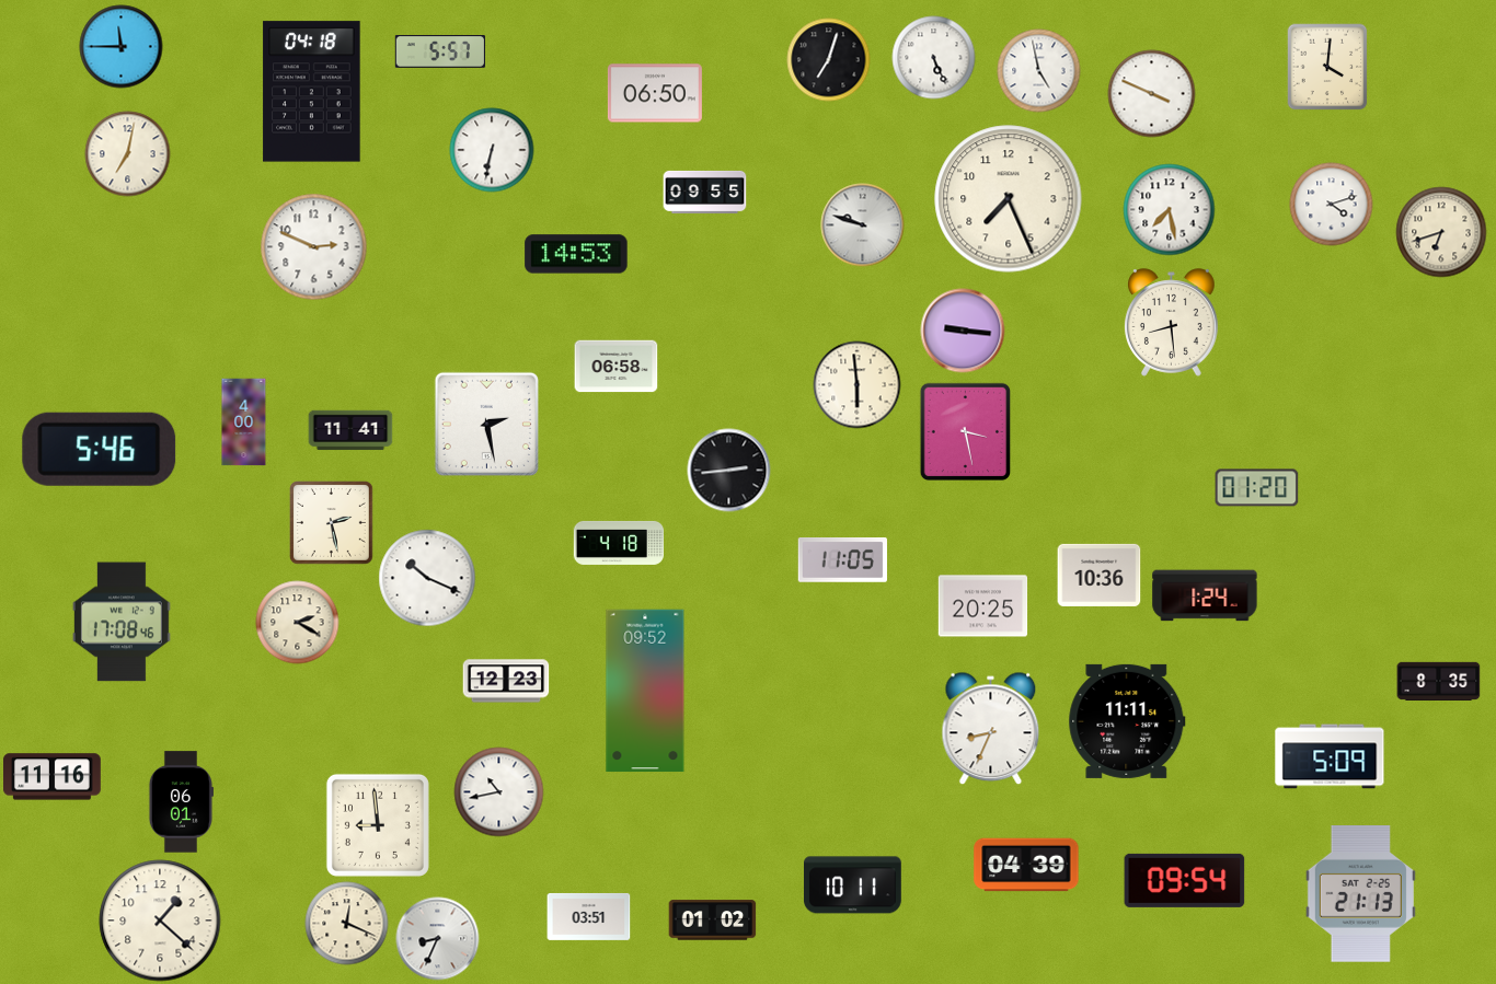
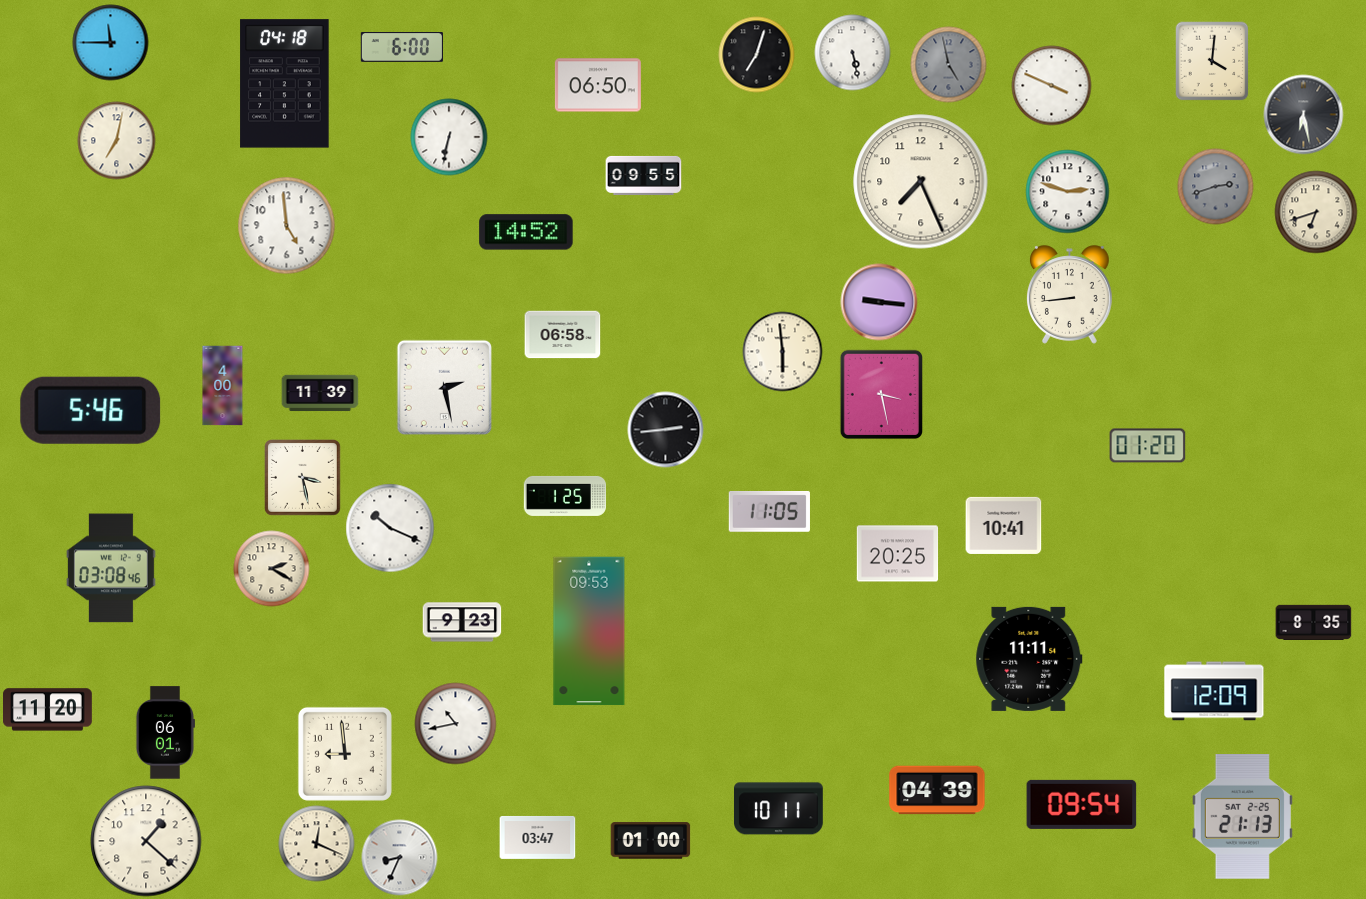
clock at (439, 51): 5:57 -> 6:00
clock at (934, 58): 5:26 -> 5:28
clock at (1039, 71) dial: white -> grey
clock at (1304, 115): none -> 6:28
clock at (1332, 205): 4:12 -> 2:42
clock at (1332, 205) dial: white -> grey
clock at (1170, 210): 7:28 -> 2:48
clock at (863, 225): 9:48 -> none
clock at (314, 247): 2:49 -> 4:59
clock at (576, 254): 14:53 -> 14:52
clock at (1172, 323): 8:29 -> 8:44
clock at (350, 430): 11:41 -> 11:39
clock at (332, 523): 2:28 -> 3:28
clock at (618, 543): 4:18 -> 1:25
clock at (1100, 575): 10:36 -> 10:41
clock at (1205, 595): 1:24 -> none
clock at (122, 622): 17:08 -> 03:08
clock at (506, 681): 12:23 -> 9:23
clock at (645, 691): 09:52 -> 09:53
clock at (991, 729): 8:34 -> none
clock at (1330, 756): 5:09 -> 12:09
clock at (53, 777): 11:16 -> 11:20
clock at (589, 916): 03:51 -> 03:47
clock at (713, 921): 01:02 -> 01:00
